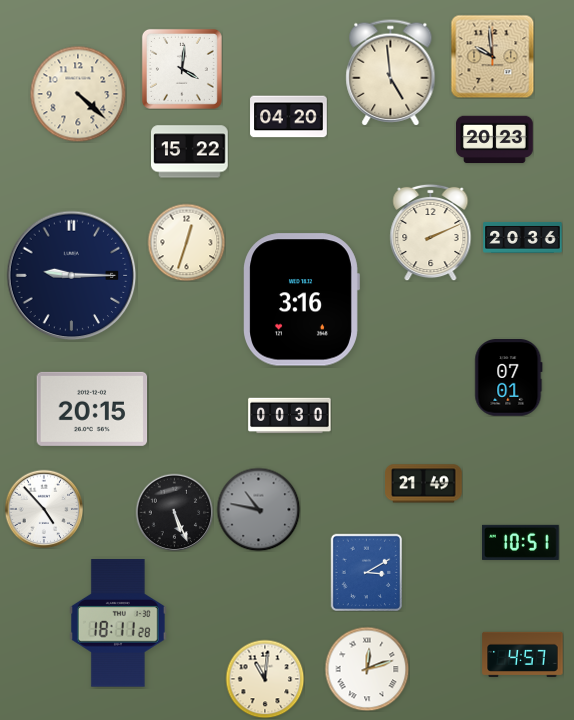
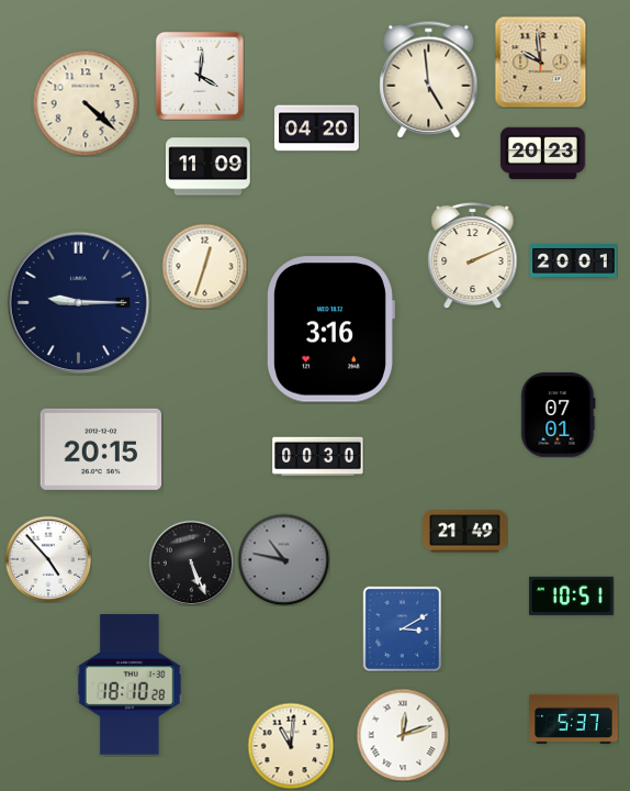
clock at (190, 152): 15:22 -> 11:09
clock at (523, 237): 20:36 -> 20:01
clock at (118, 623): 18:11 -> 18:10
clock at (523, 654): 4:57 -> 5:37
